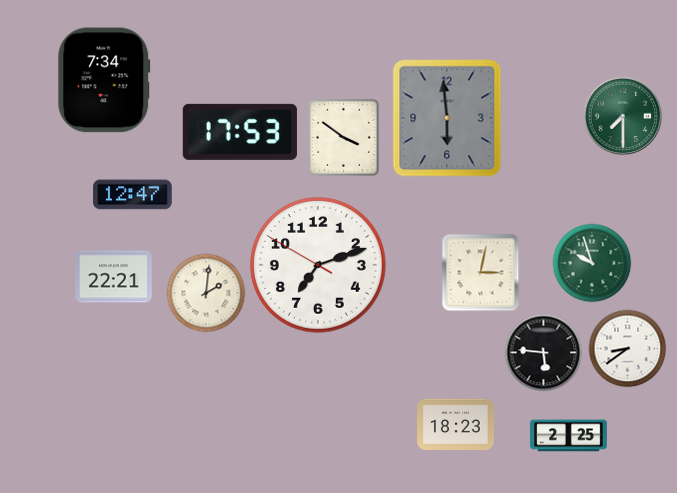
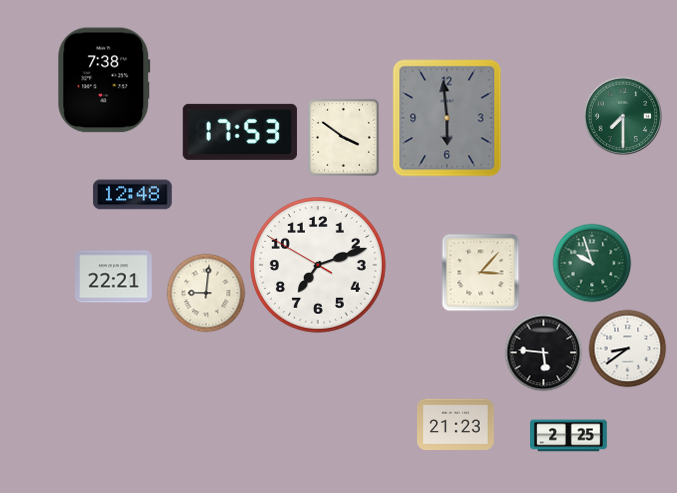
clock at (104, 80): 7:34 -> 7:38
clock at (133, 195): 12:47 -> 12:48
clock at (480, 272): 3:02 -> 3:07
clock at (206, 293): 2:01 -> 9:01
clock at (456, 424): 18:23 -> 21:23
